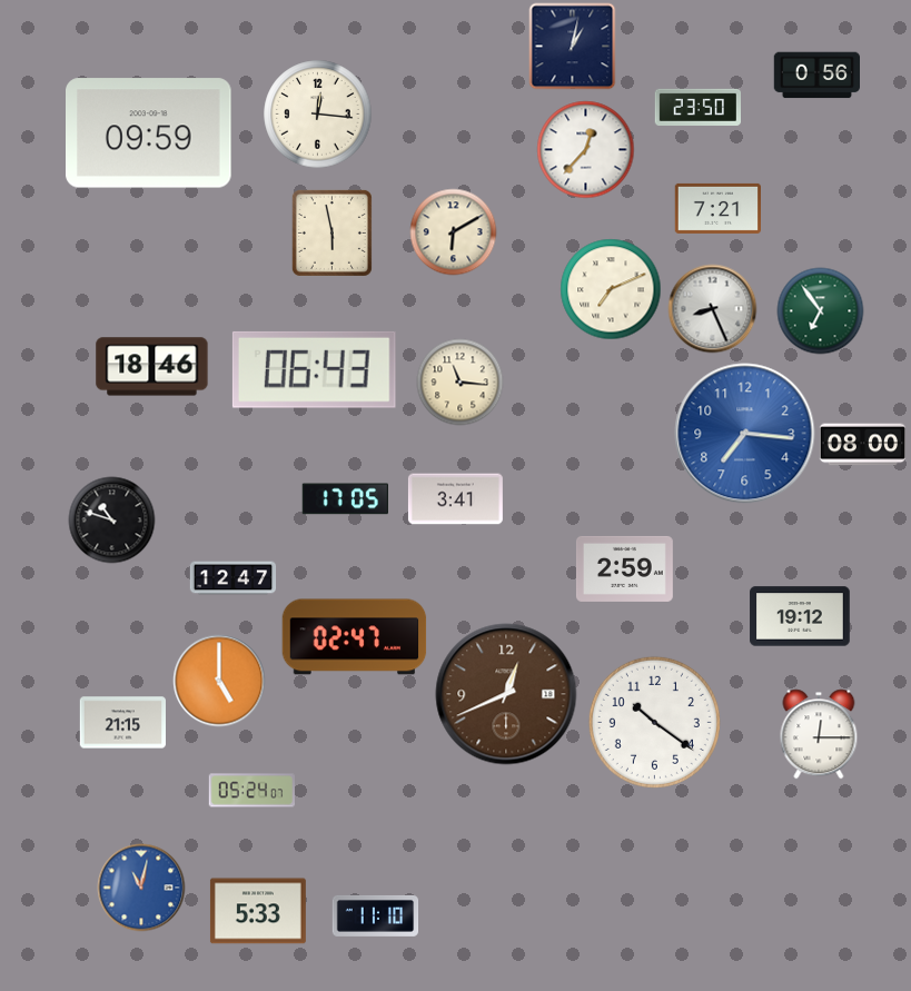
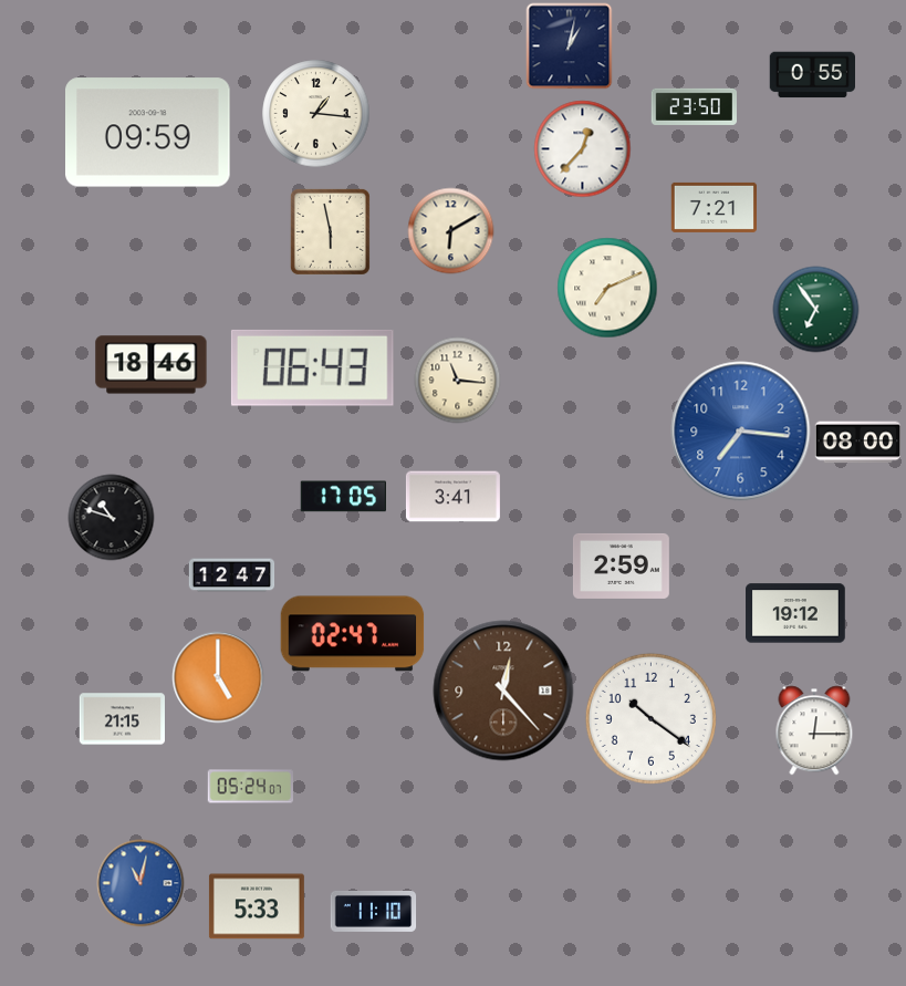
clock at (816, 76): 0:56 -> 0:55
clock at (318, 115): 12:16 -> 1:16
clock at (712, 308): 8:26 -> none
clock at (506, 694): 12:41 -> 12:23
